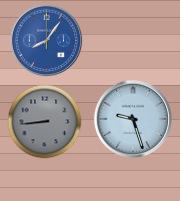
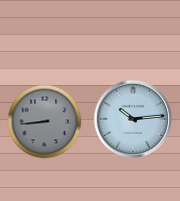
clock at (47, 41): 8:06 -> none
clock at (133, 119): 9:27 -> 10:14
